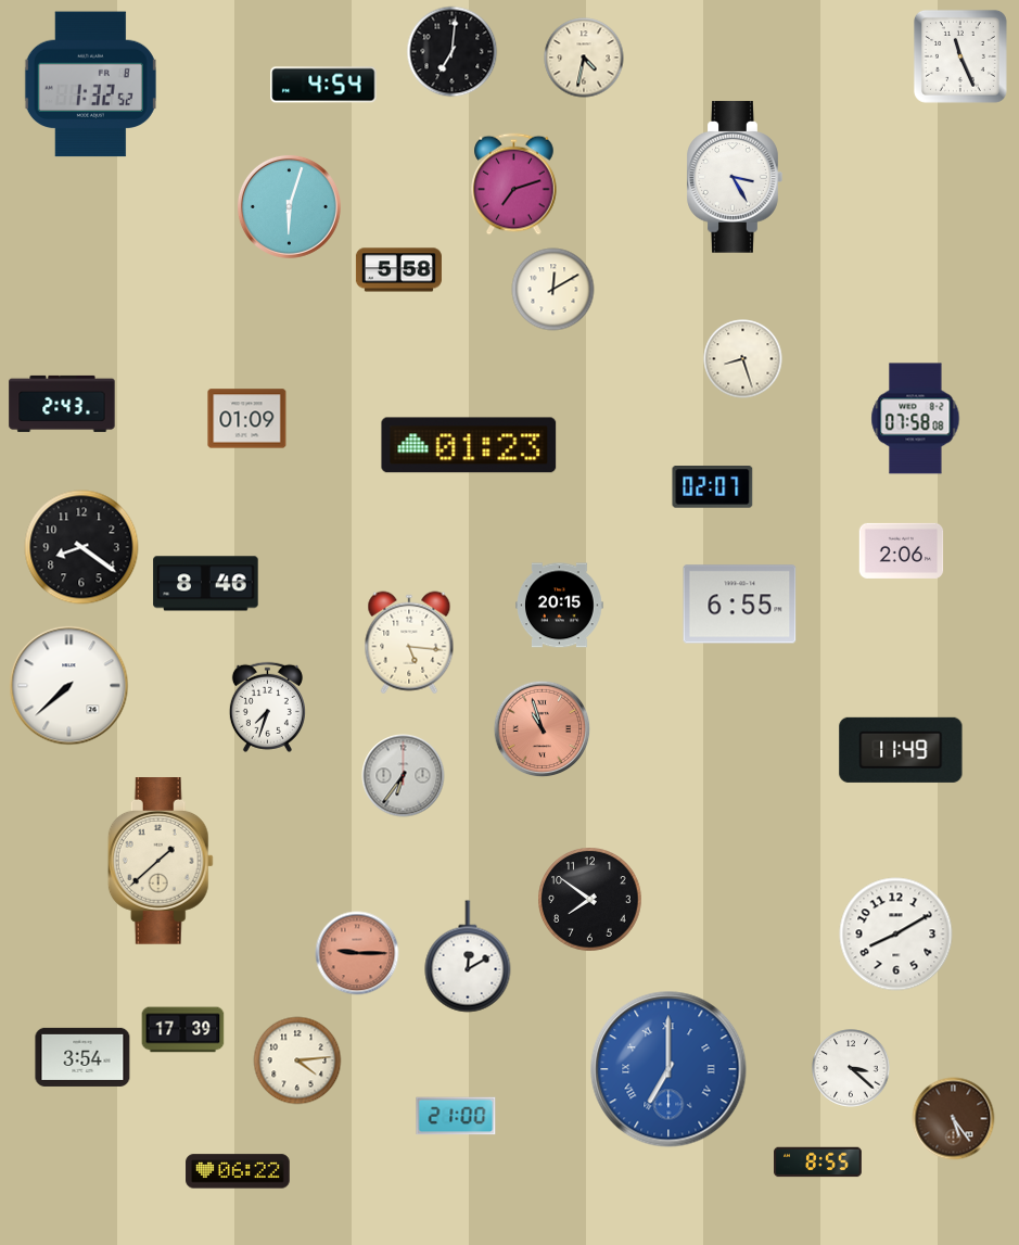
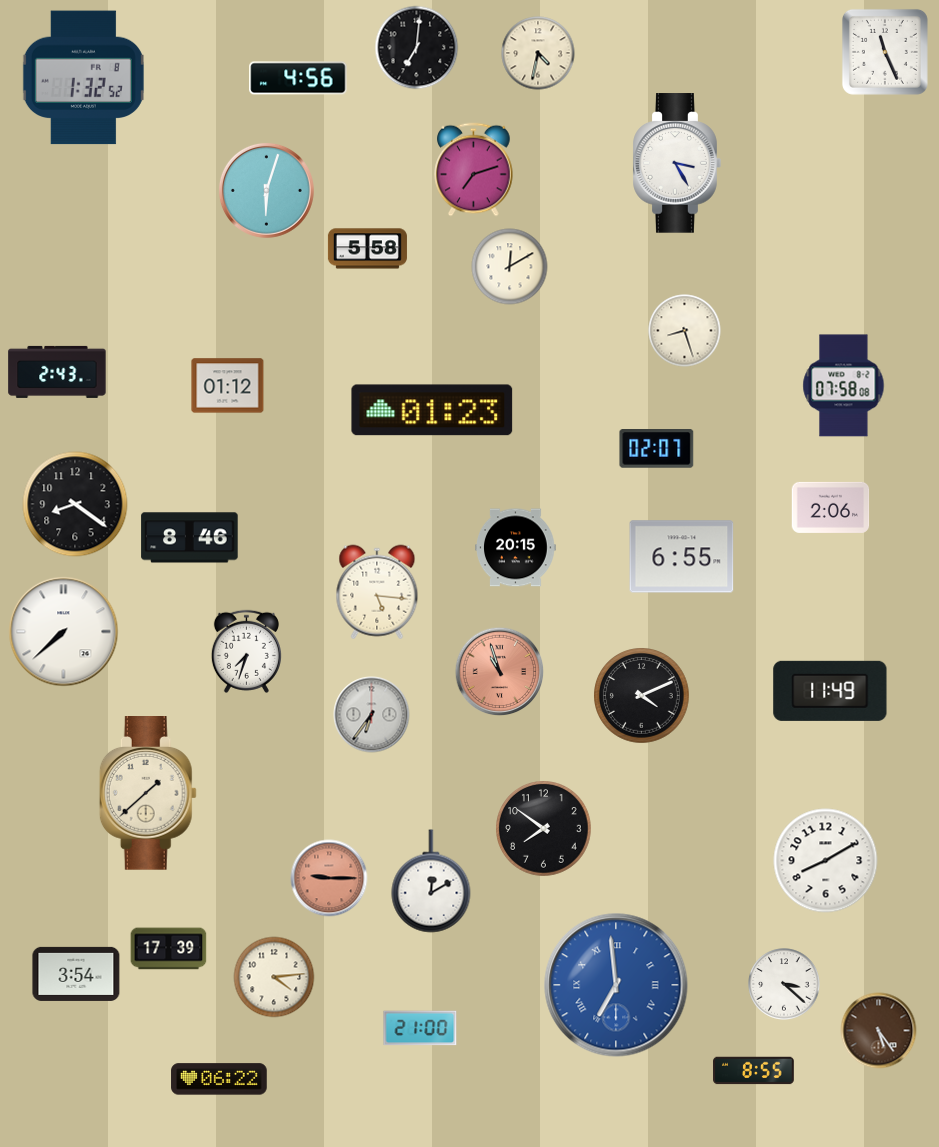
clock at (323, 85): 4:54 -> 4:56
clock at (247, 419): 01:09 -> 01:12
clock at (560, 606) position: (560, 606) -> (516, 548)
clock at (642, 696): none -> 4:11
clock at (668, 1069): 7:00 -> 6:59
